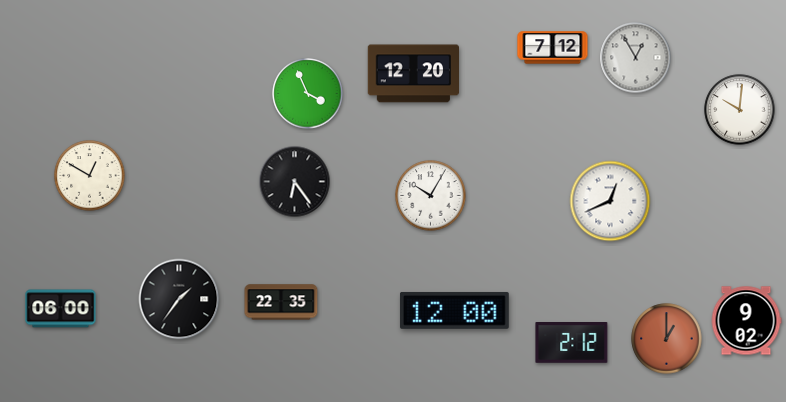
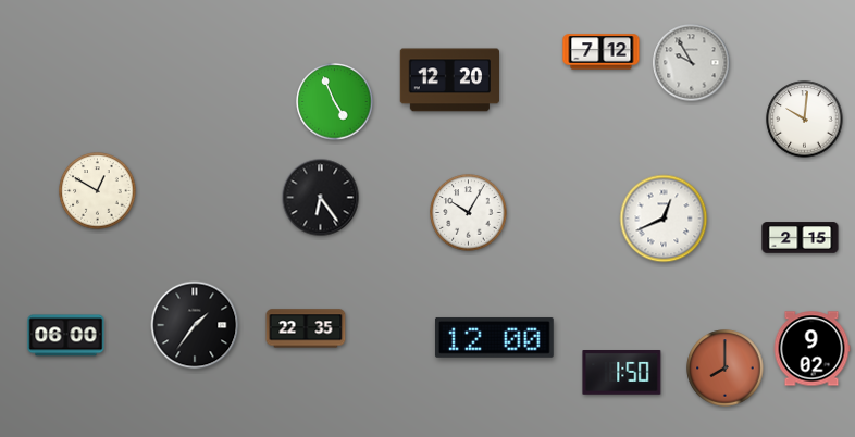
clock at (636, 58): 12:55 -> 9:55
clock at (308, 94): 3:56 -> 4:56
clock at (801, 238): none -> 2:15
clock at (667, 339): 1:00 -> 8:00
clock at (572, 343): 2:12 -> 1:50
